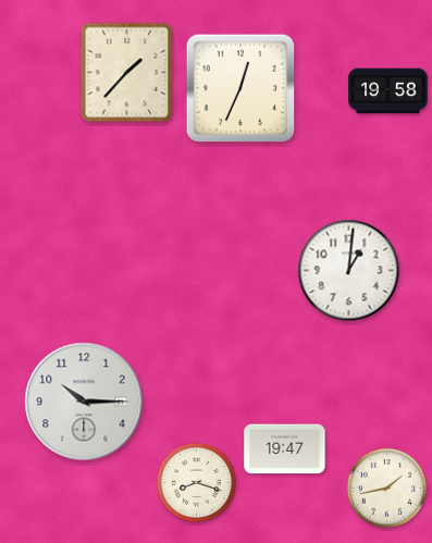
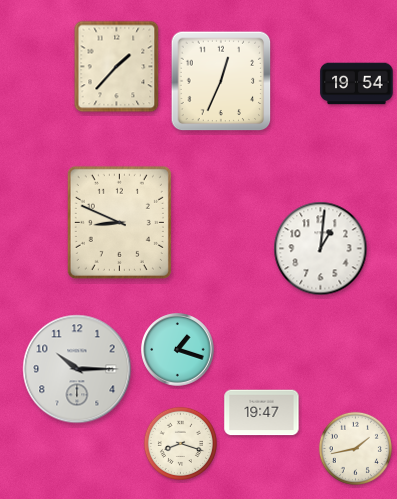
clock at (388, 91): 19:58 -> 19:54
clock at (119, 222): none -> 8:49
clock at (178, 350): none -> 1:18
